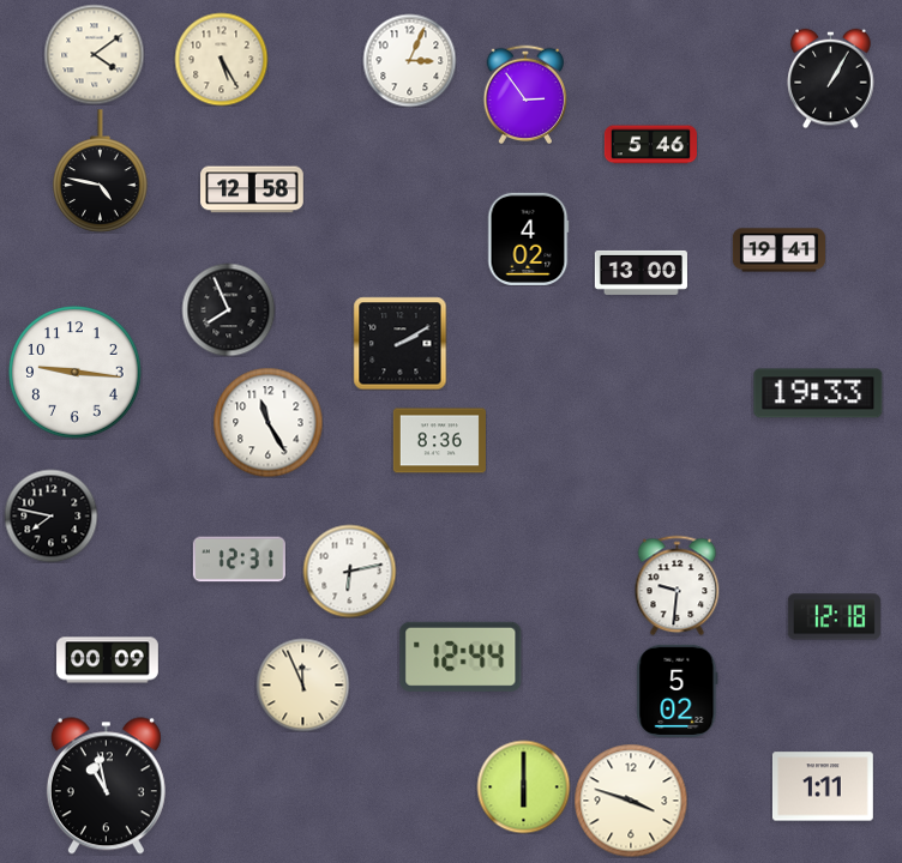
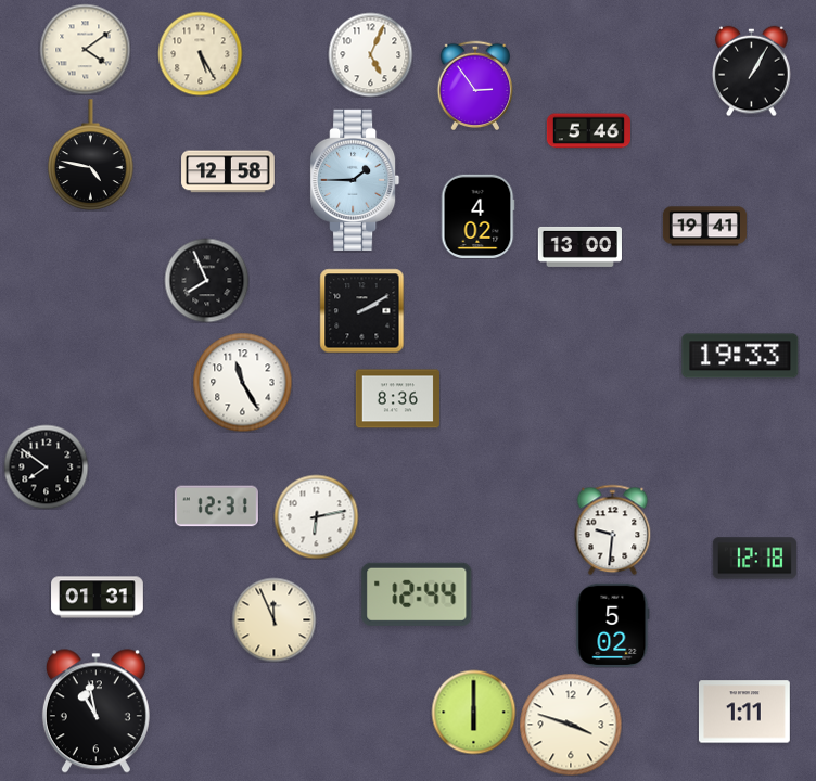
clock at (409, 60): 3:04 -> 5:04
clock at (355, 180): none -> 1:45
clock at (76, 373): 9:16 -> none
clock at (50, 515): 7:47 -> 7:51
clock at (108, 660): 00:09 -> 01:31
